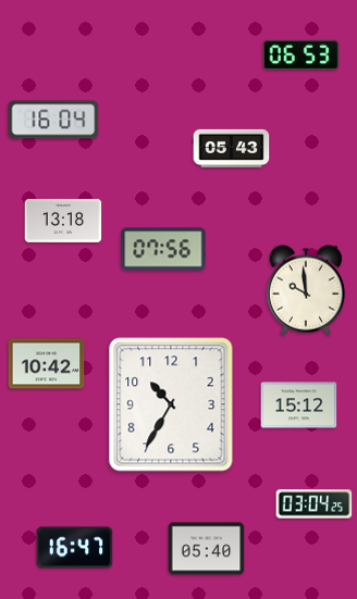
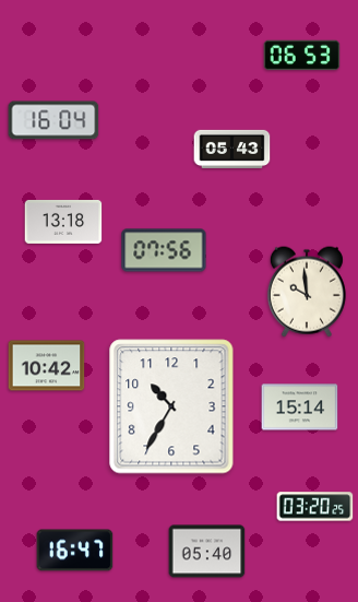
clock at (299, 405): 15:12 -> 15:14
clock at (315, 504): 03:04 -> 03:20
